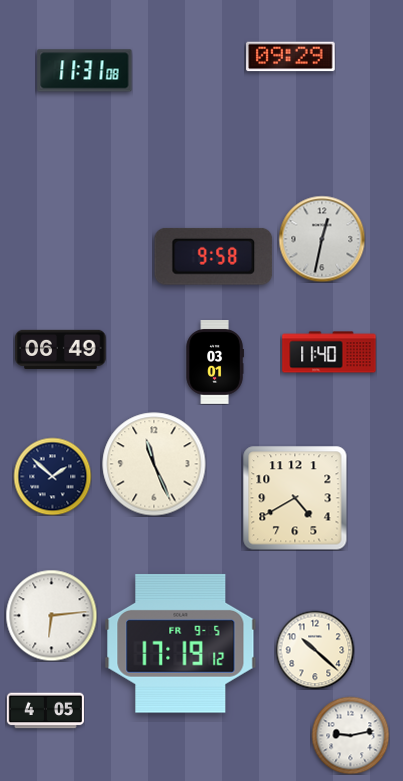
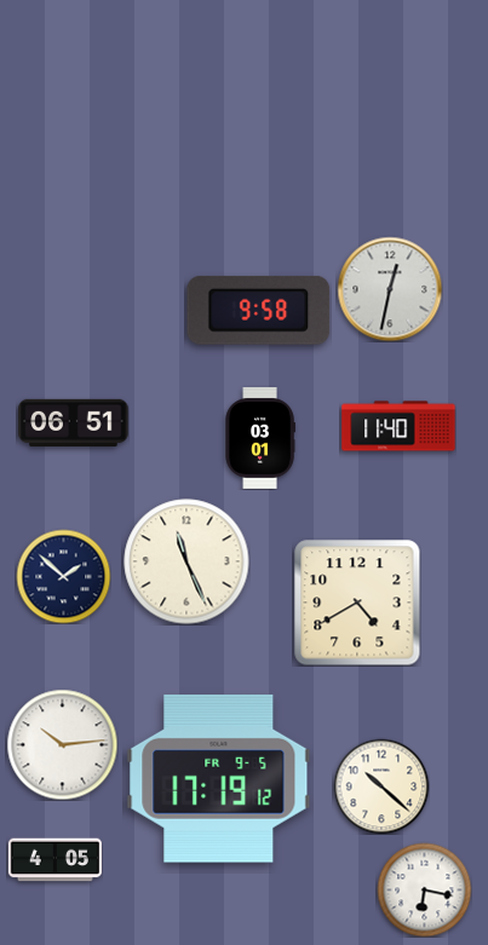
clock at (291, 57): 09:29 -> none
clock at (85, 71): 11:31 -> none
clock at (61, 349): 06:49 -> 06:51
clock at (51, 615): 6:14 -> 10:14
clock at (350, 735): 9:13 -> 6:17
